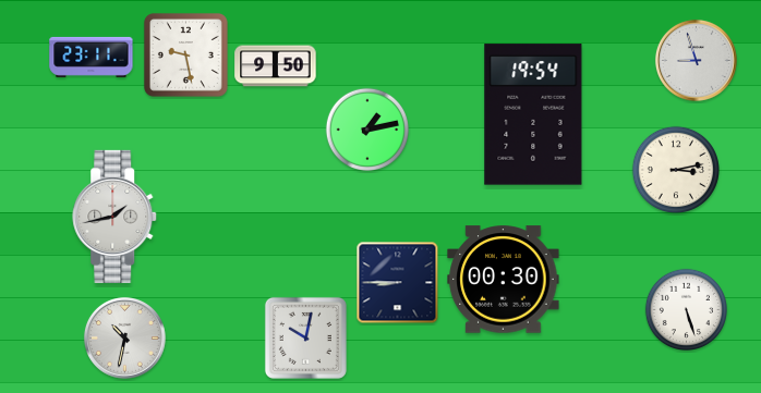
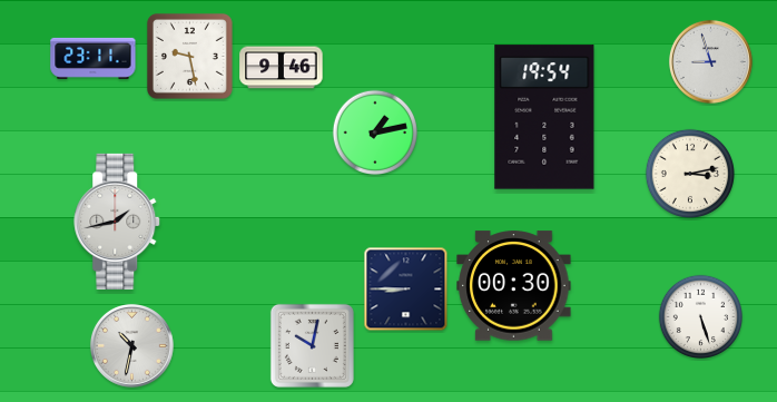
clock at (276, 66): 9:50 -> 9:46
clock at (124, 337) position: (124, 337) -> (131, 345)
